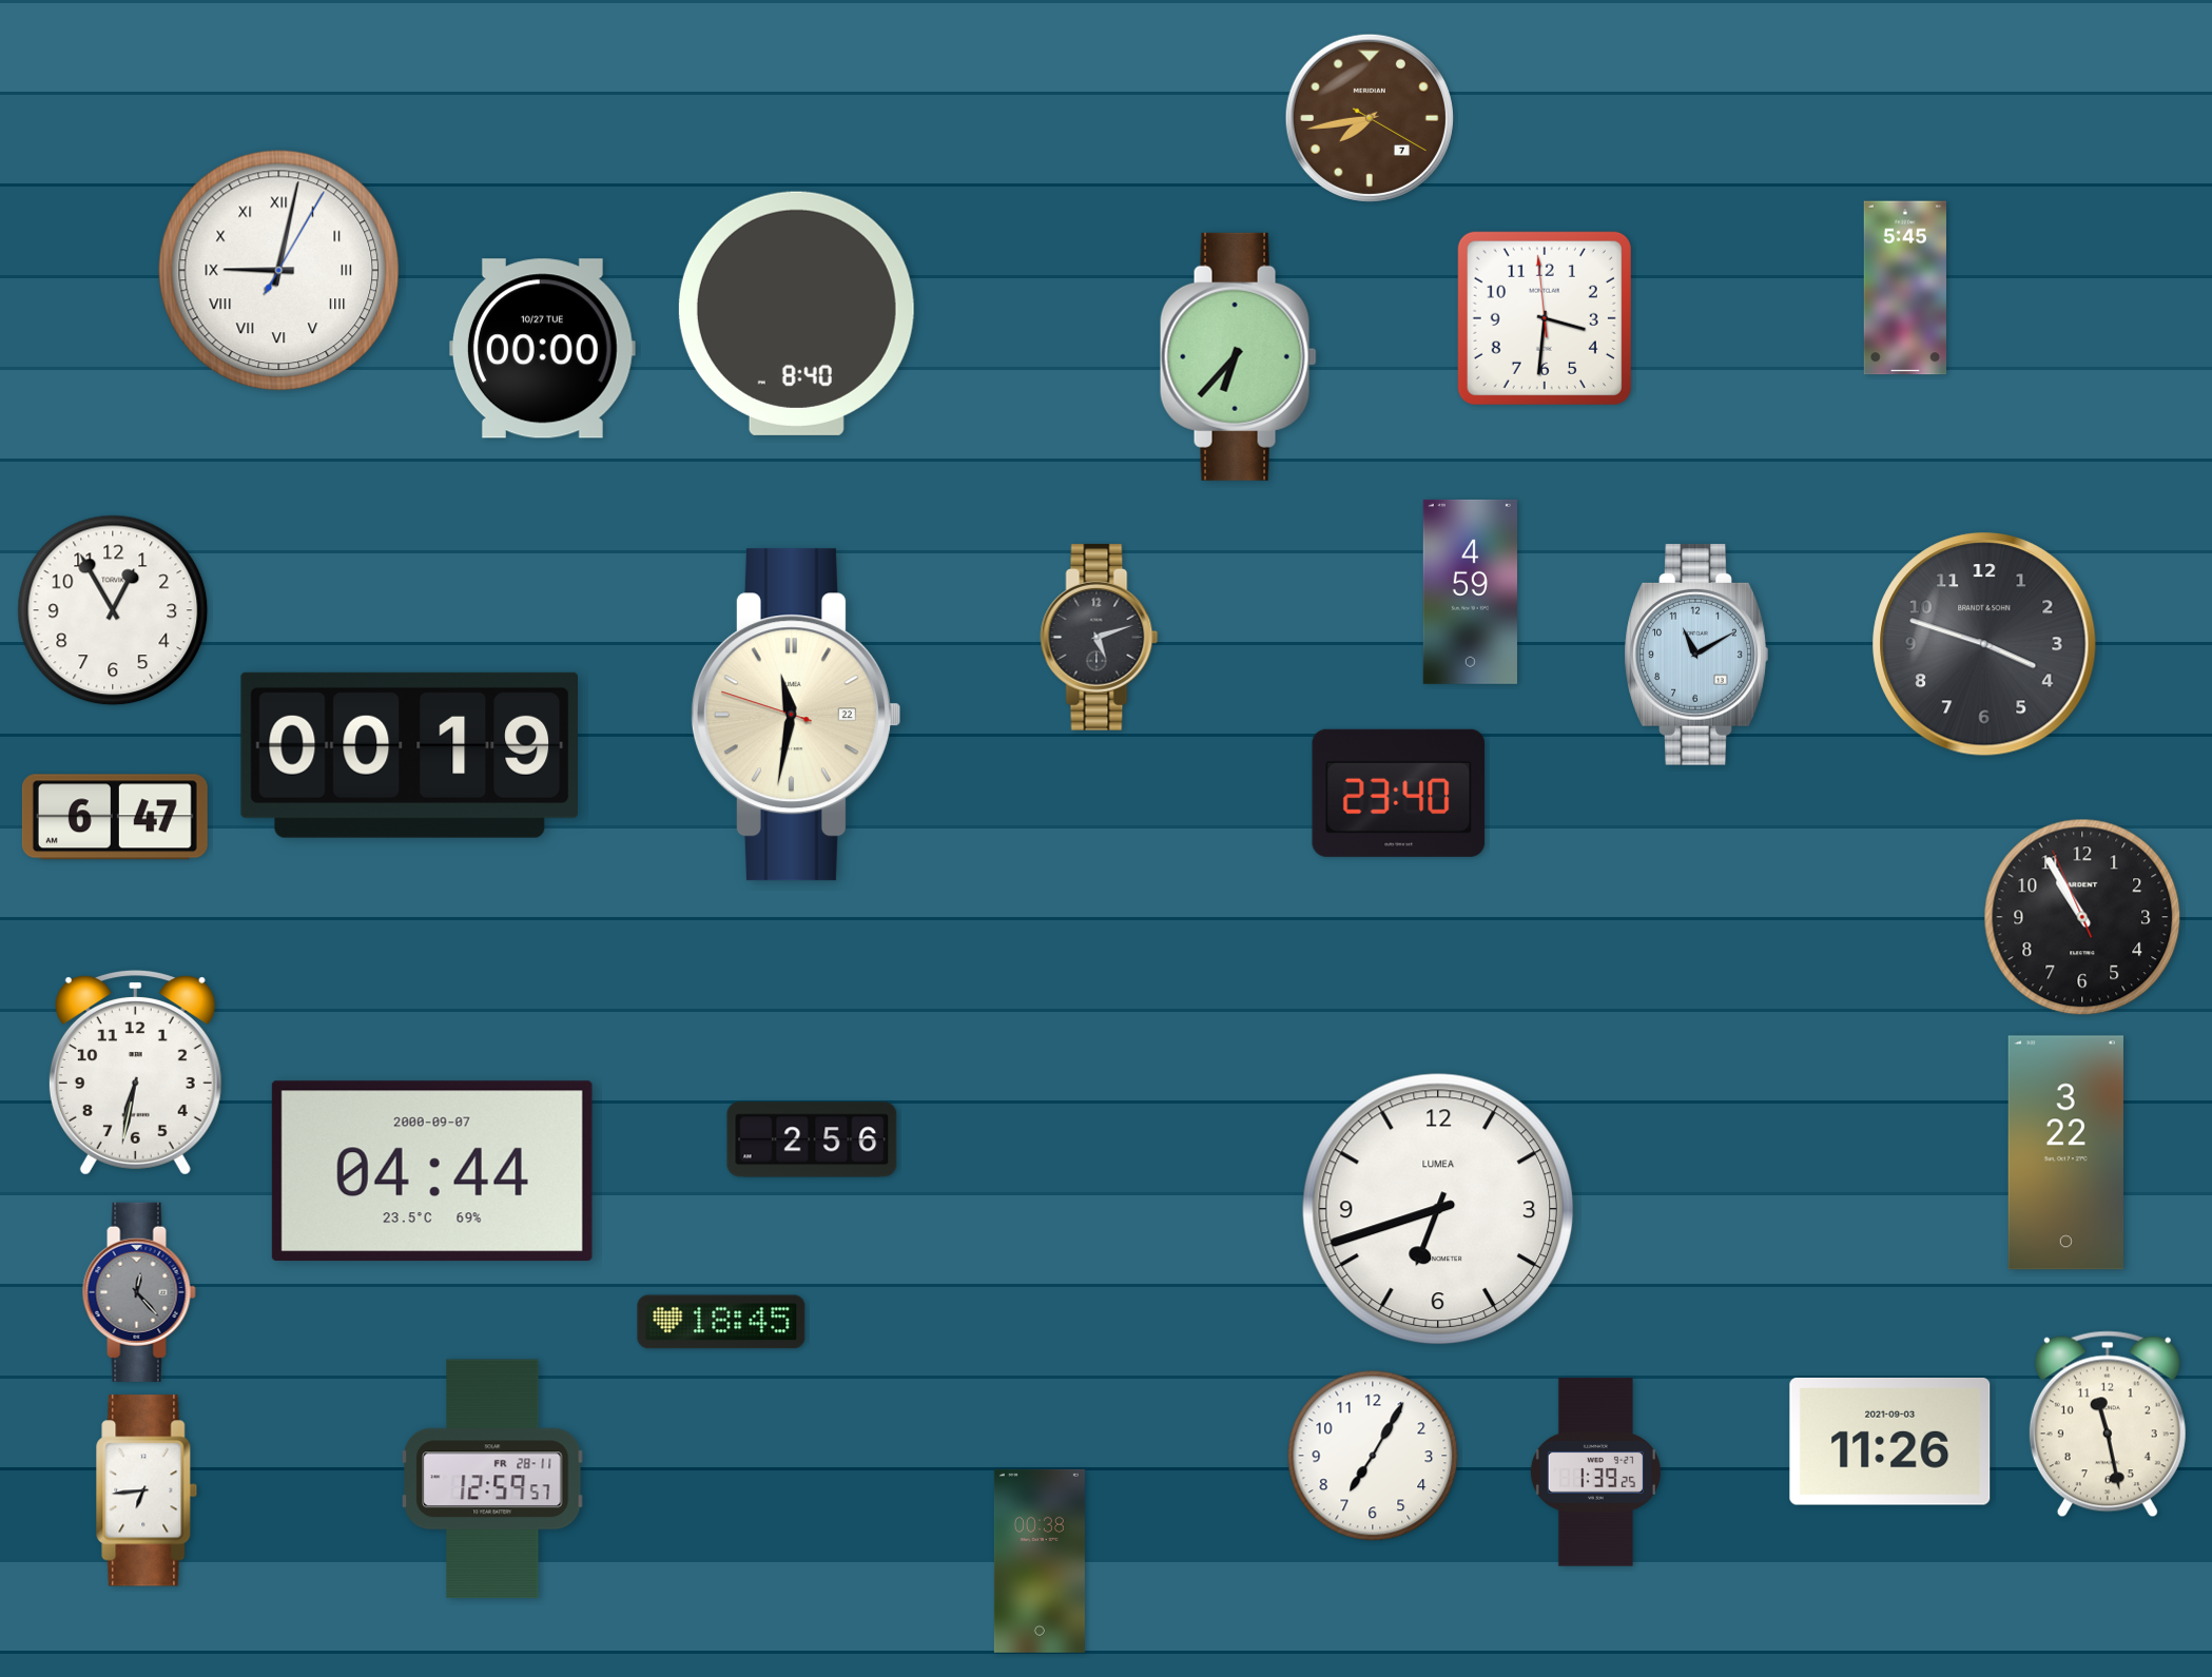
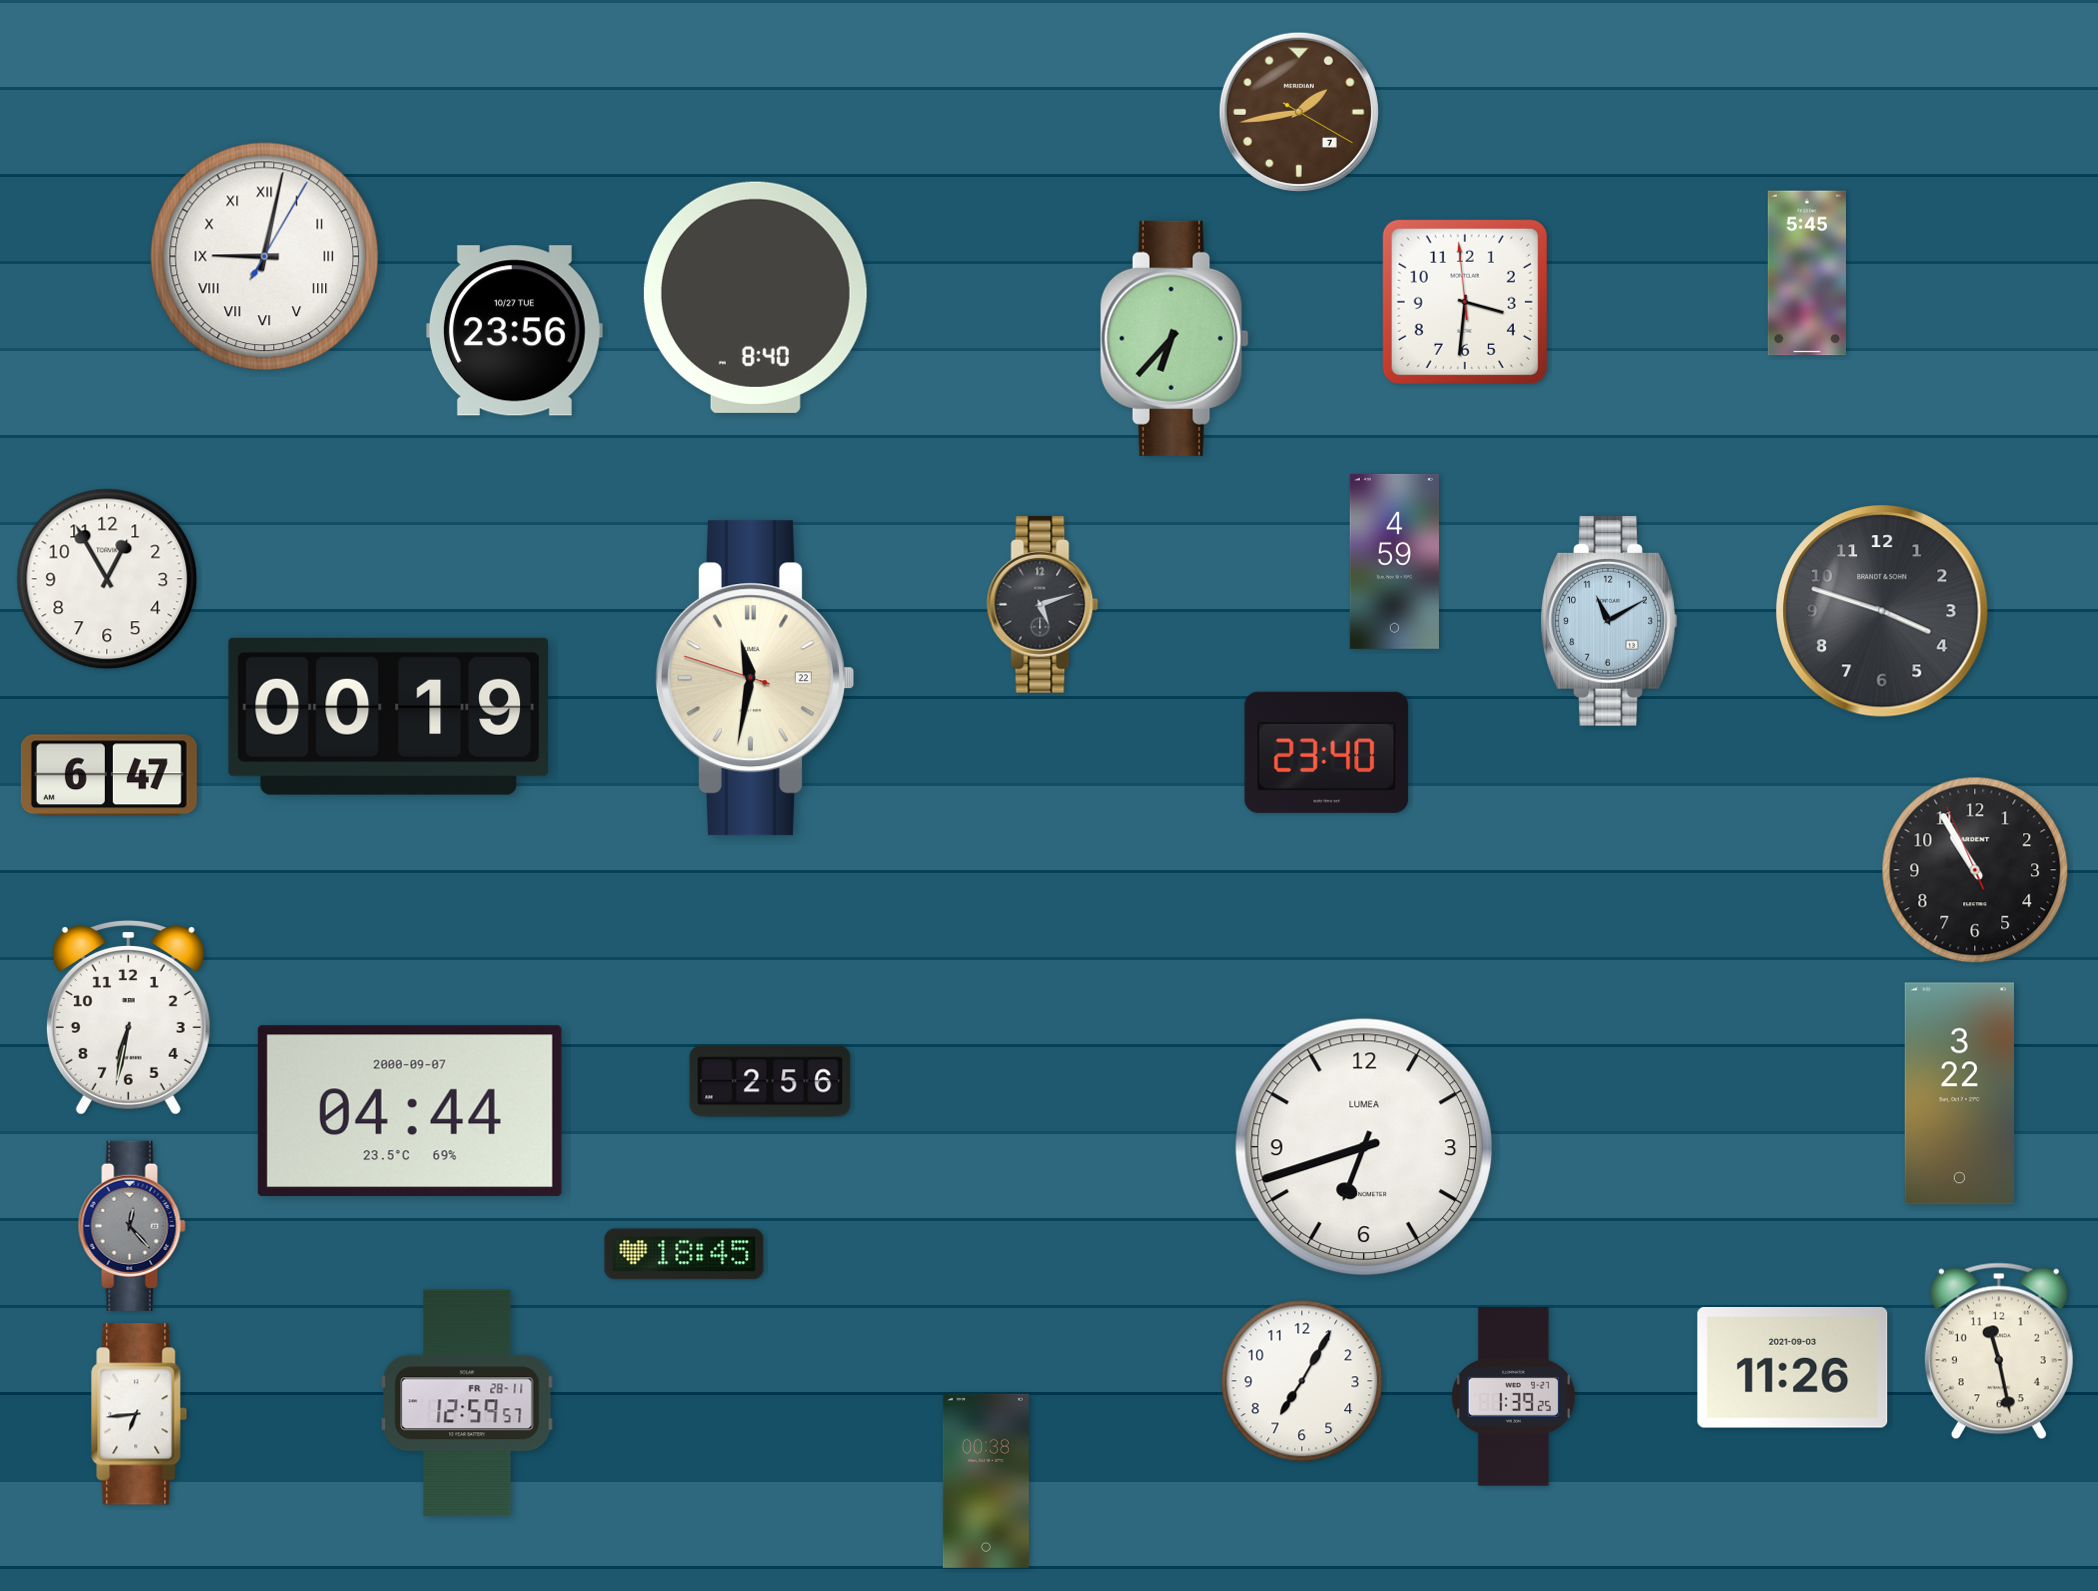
clock at (1369, 117): 7:43 -> 1:43
clock at (542, 349): 00:00 -> 23:56
